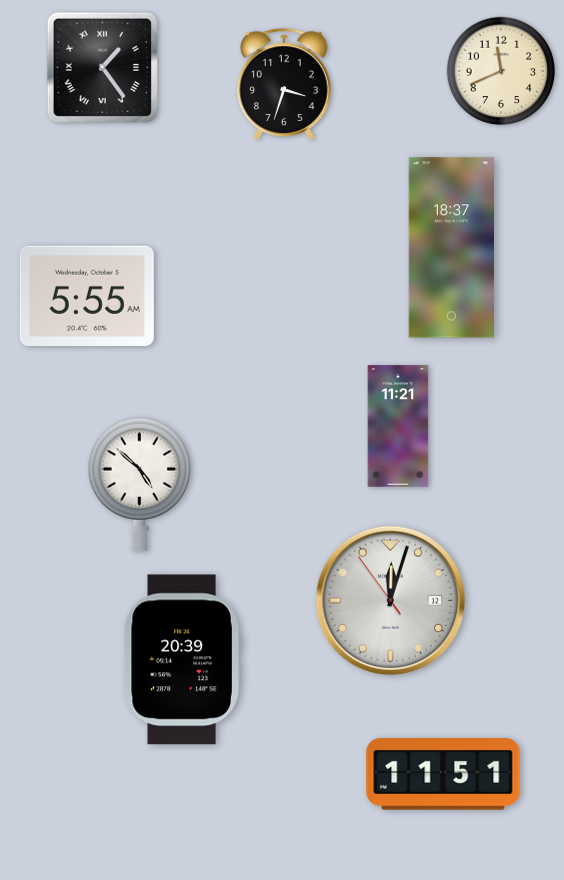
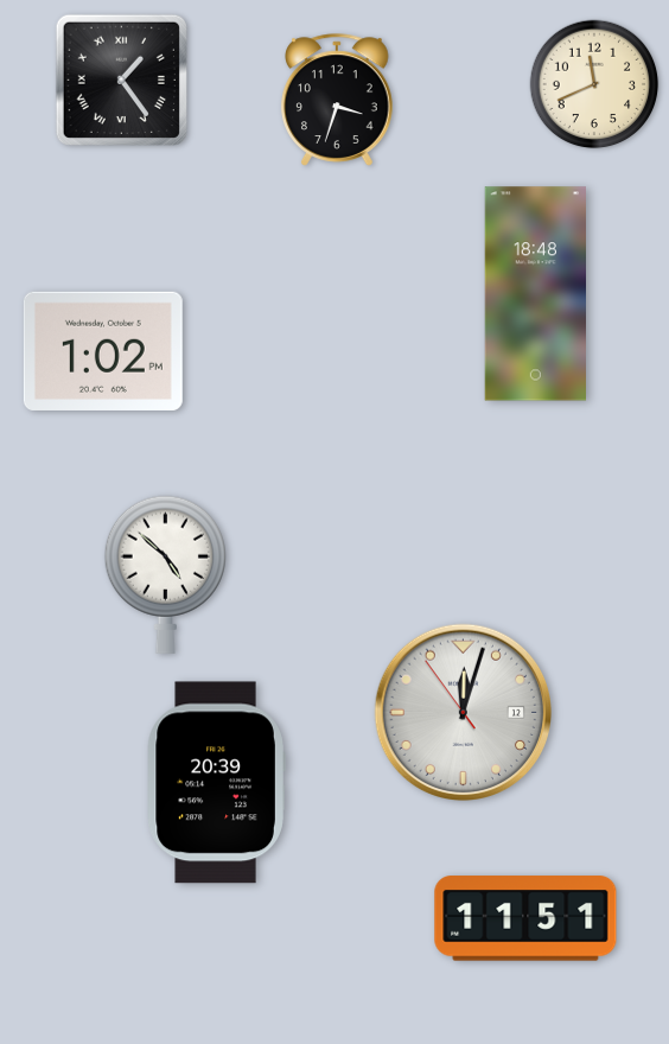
clock at (451, 248): 18:37 -> 18:48
clock at (87, 296): 5:55 -> 1:02
clock at (398, 426): 11:21 -> none
